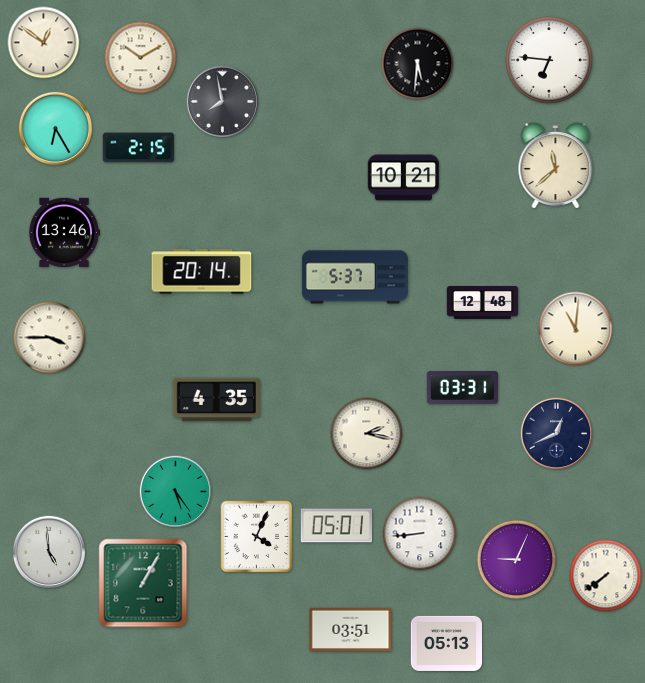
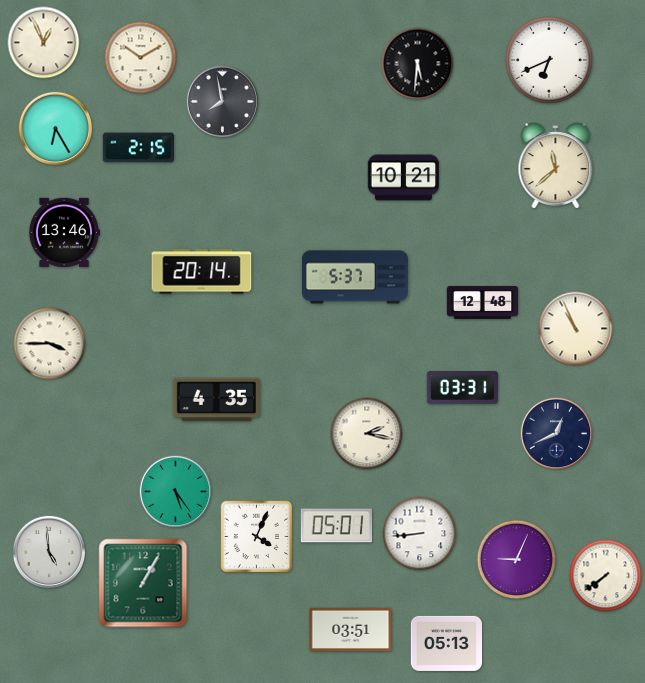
clock at (44, 43): 12:51 -> 12:56
clock at (549, 60): 6:46 -> 6:41
clock at (576, 329): 11:01 -> 10:56
clock at (50, 338) position: (50, 338) -> (50, 344)
